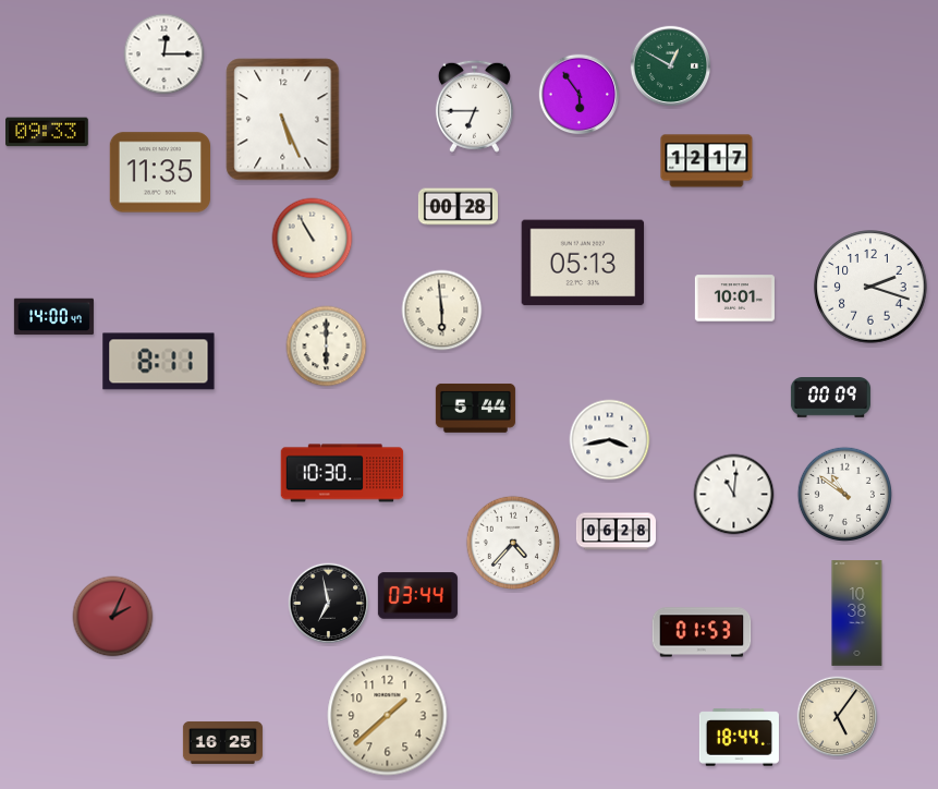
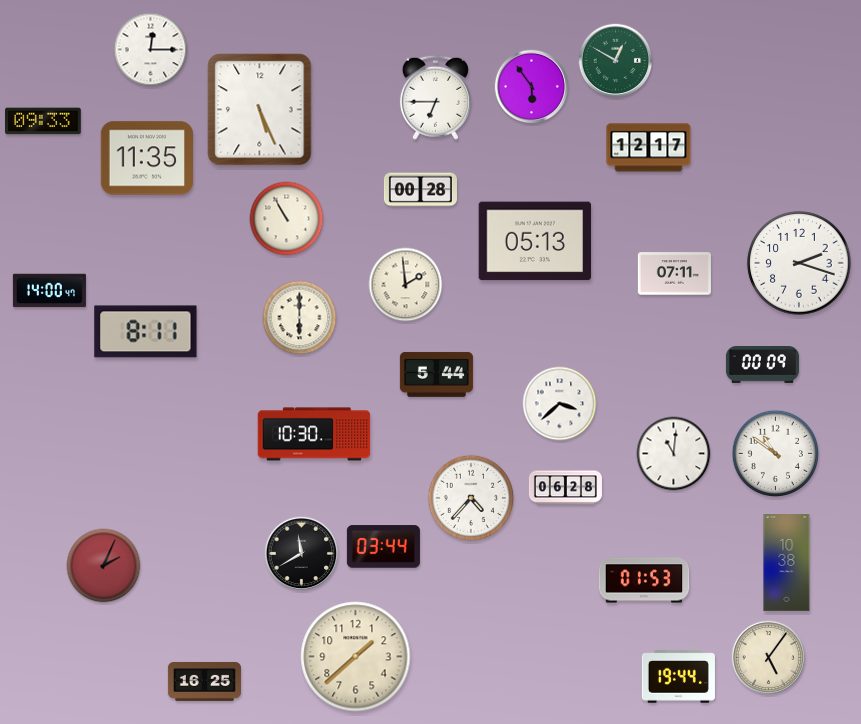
clock at (734, 299): 10:01 -> 07:11
clock at (442, 311): 5:59 -> 1:59
clock at (610, 440): 3:43 -> 3:38
clock at (329, 604): 6:58 -> 11:40
clock at (739, 738): 18:44 -> 19:44
